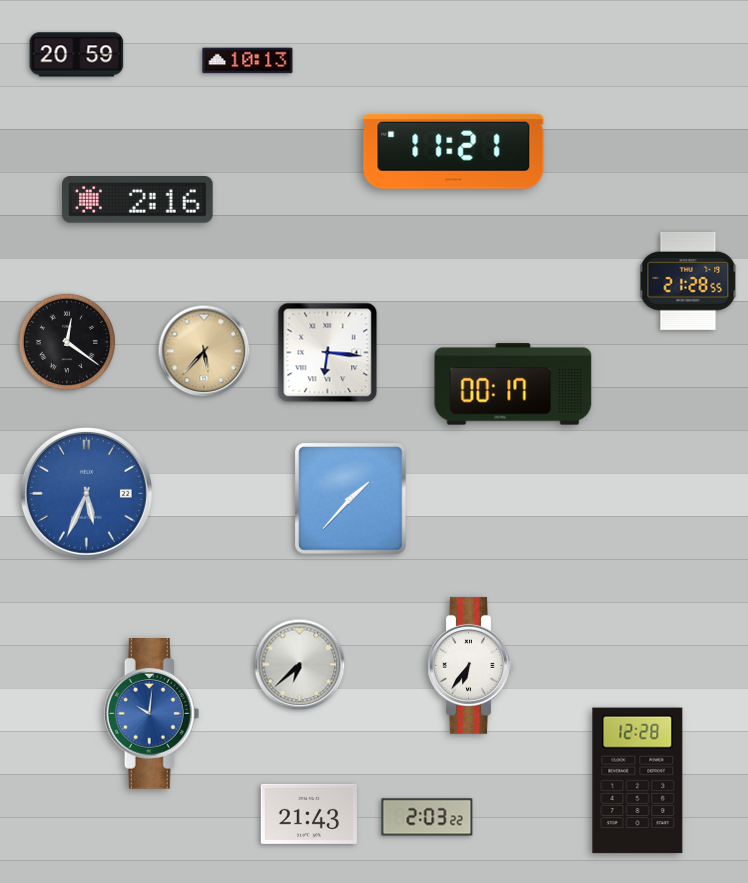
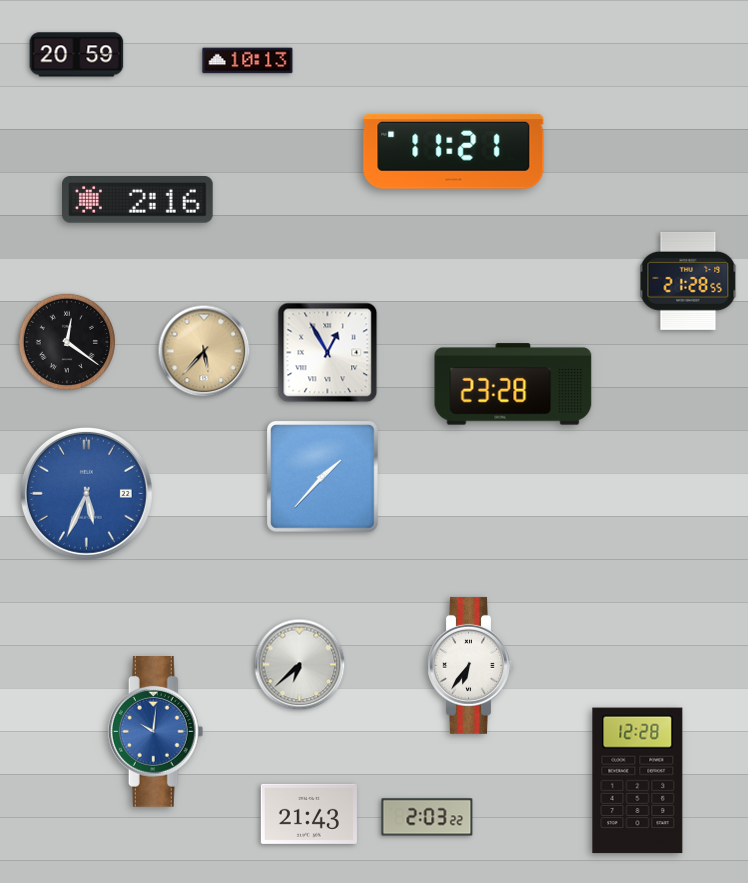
clock at (328, 353): 6:16 -> 12:55
clock at (513, 384): 00:17 -> 23:28
clock at (351, 499) position: (351, 499) -> (323, 477)
clock at (152, 714) position: (152, 714) -> (156, 732)
